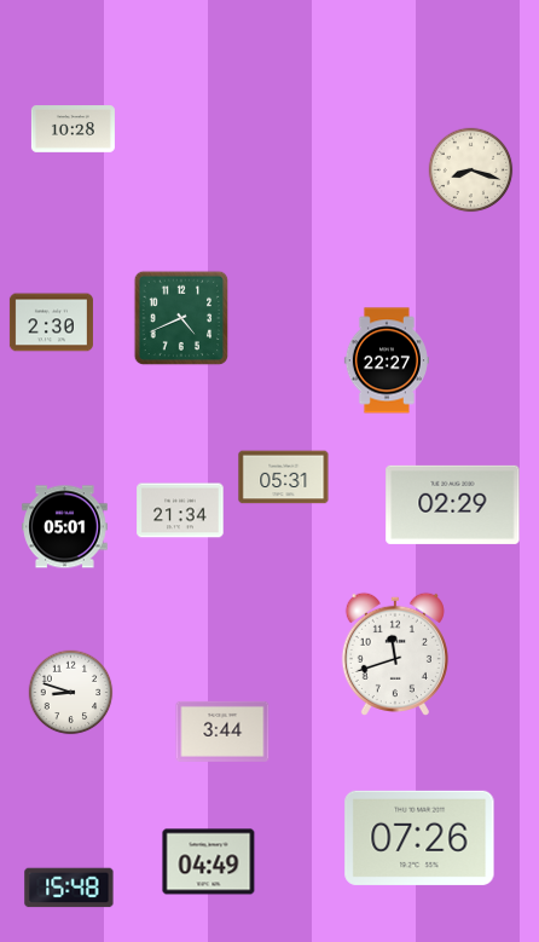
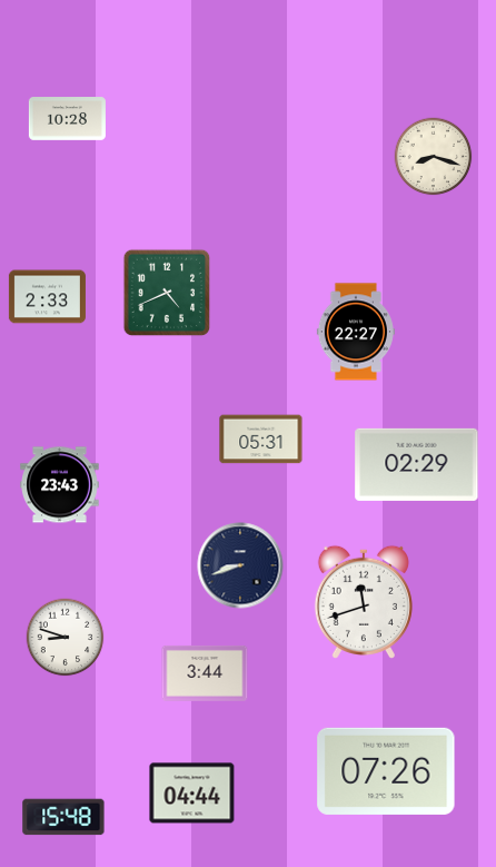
clock at (51, 323): 2:30 -> 2:33
clock at (180, 510): 21:34 -> none
clock at (65, 527): 05:01 -> 23:43
clock at (240, 565): none -> 8:42
clock at (209, 862): 04:49 -> 04:44
